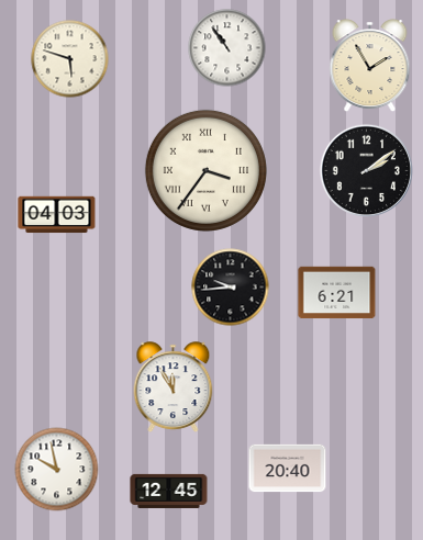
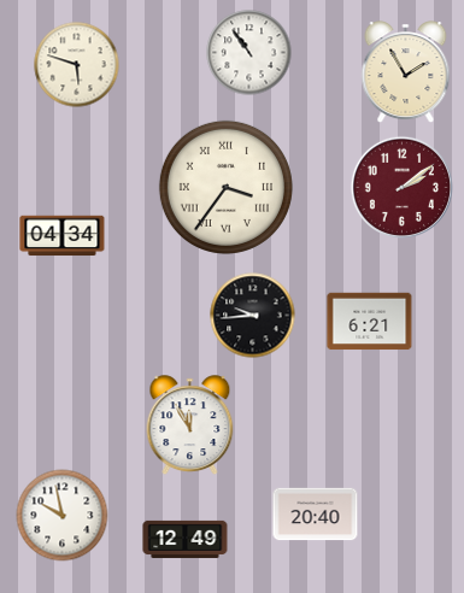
clock at (366, 170) dial: black -> burgundy
clock at (57, 215): 04:03 -> 04:34
clock at (169, 491): 12:45 -> 12:49
